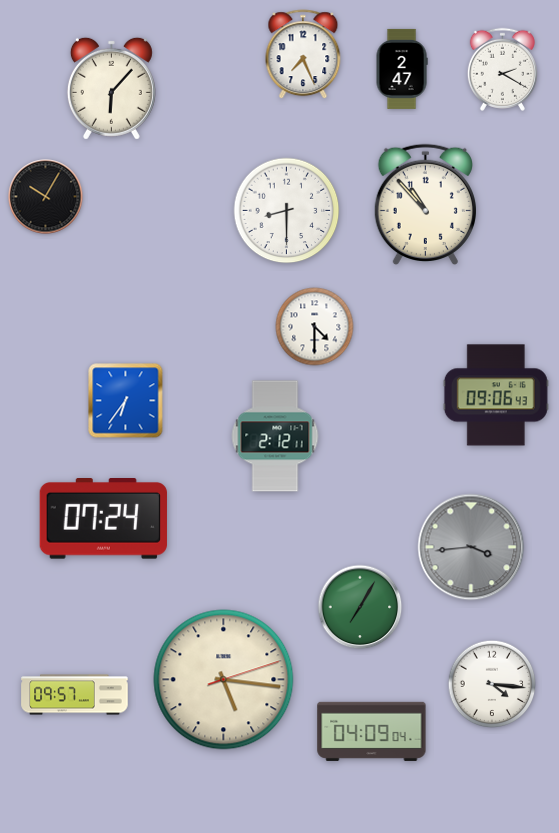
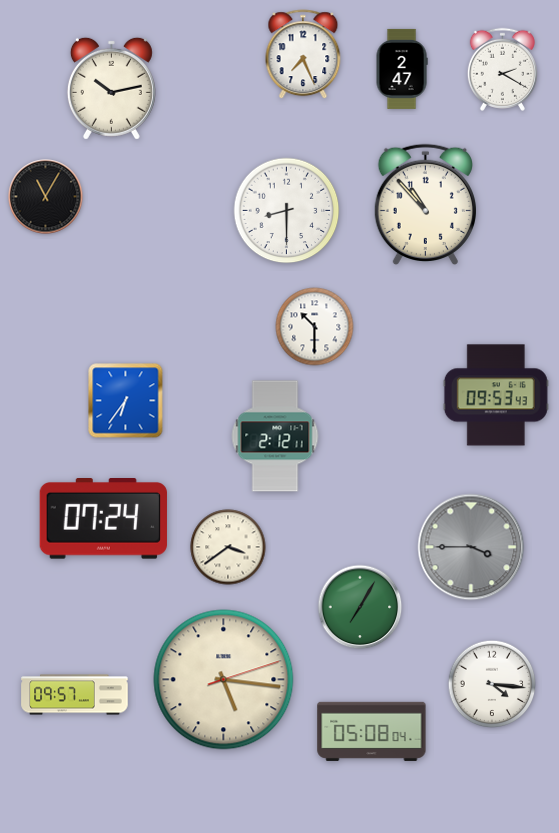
clock at (111, 88): 6:07 -> 10:13
clock at (46, 197): 10:05 -> 11:05
clock at (315, 327): 4:30 -> 10:30
clock at (496, 395): 09:06 -> 09:53
clock at (228, 547): none -> 3:39
clock at (471, 547): 3:44 -> 3:45
clock at (372, 731): 04:09 -> 05:08
